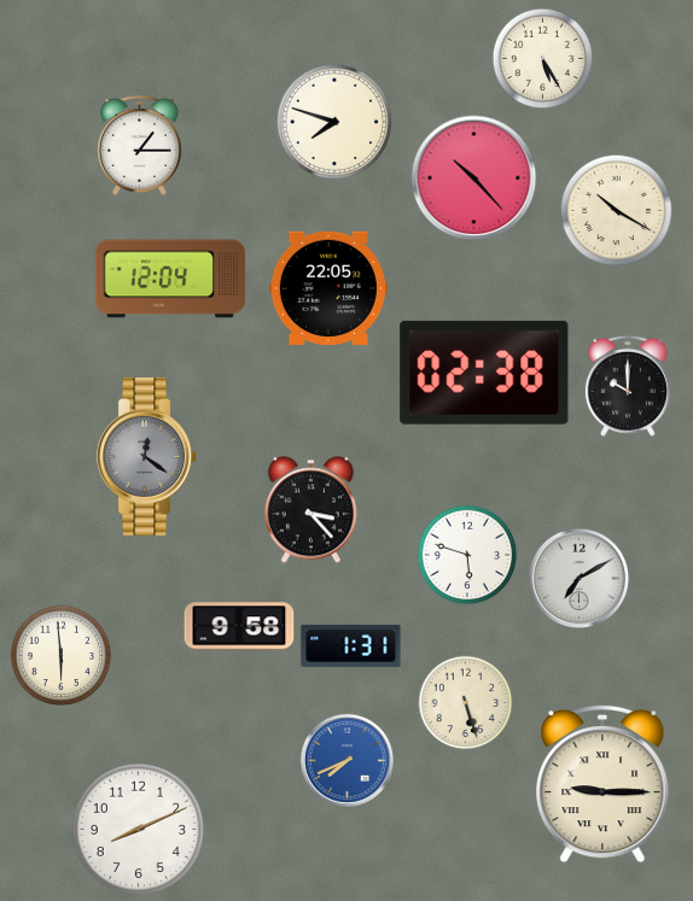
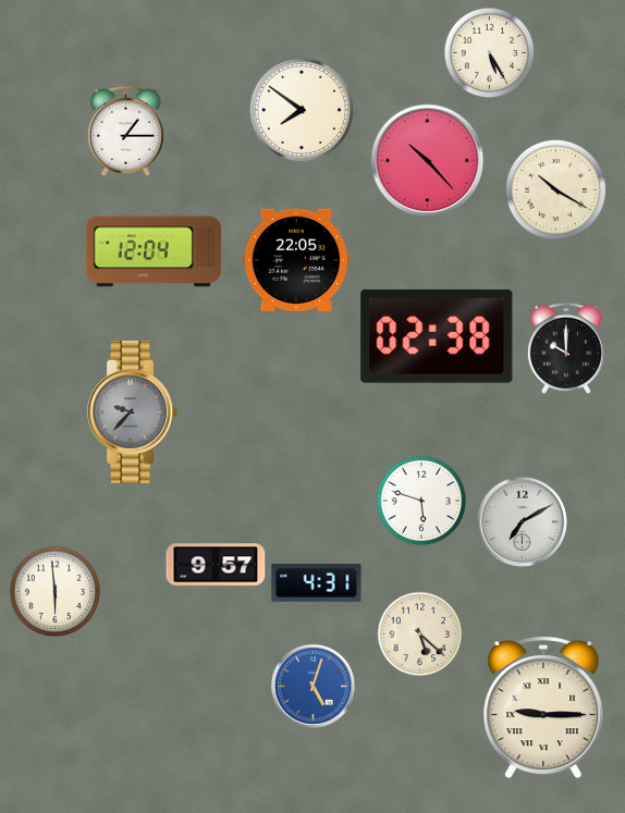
clock at (334, 122): 7:48 -> 7:51
clock at (147, 456): 12:21 -> 9:37
clock at (310, 510): 3:23 -> none
clock at (239, 626): 9:58 -> 9:57
clock at (351, 645): 1:31 -> 4:31
clock at (466, 703): 5:27 -> 5:22
clock at (346, 760): 7:41 -> 5:03
clock at (138, 829): 8:11 -> none
